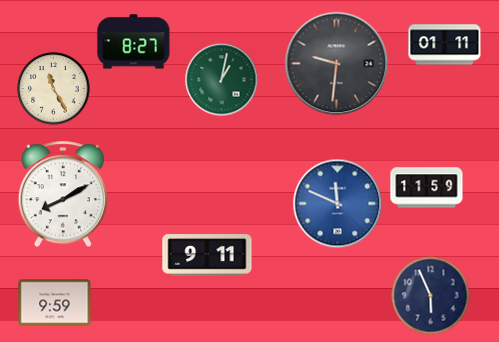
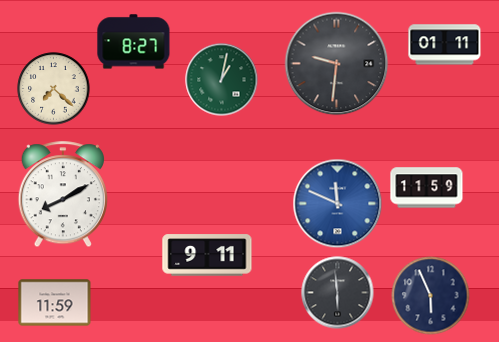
clock at (54, 89): 11:25 -> 7:22
clock at (338, 293): none -> 5:59
clock at (55, 303): 9:59 -> 11:59
